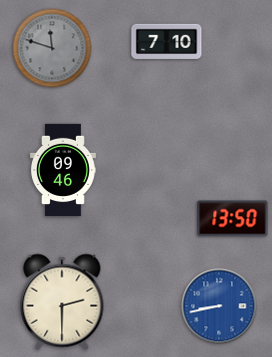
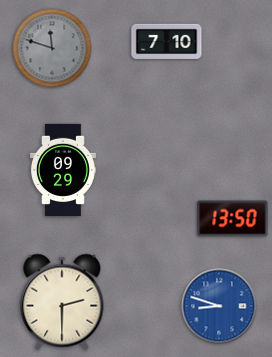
clock at (63, 170): 09:46 -> 09:29
clock at (219, 306): 8:43 -> 8:48
